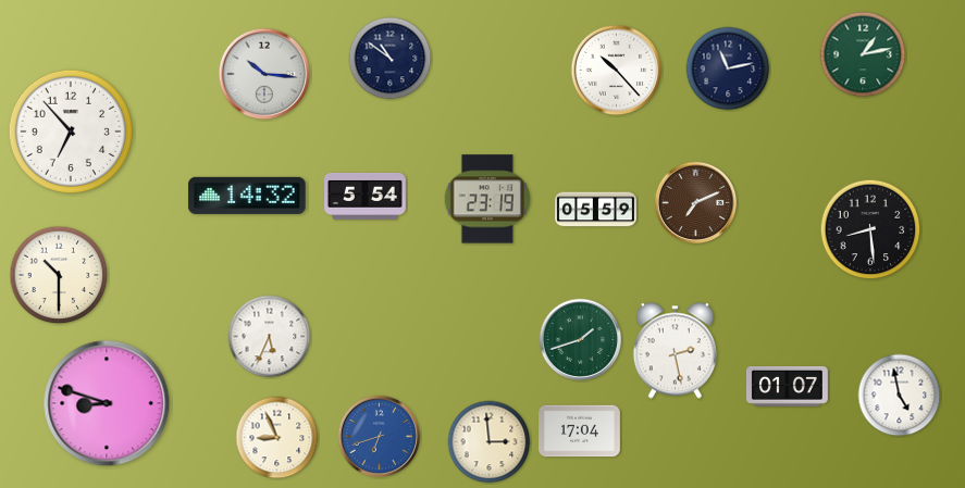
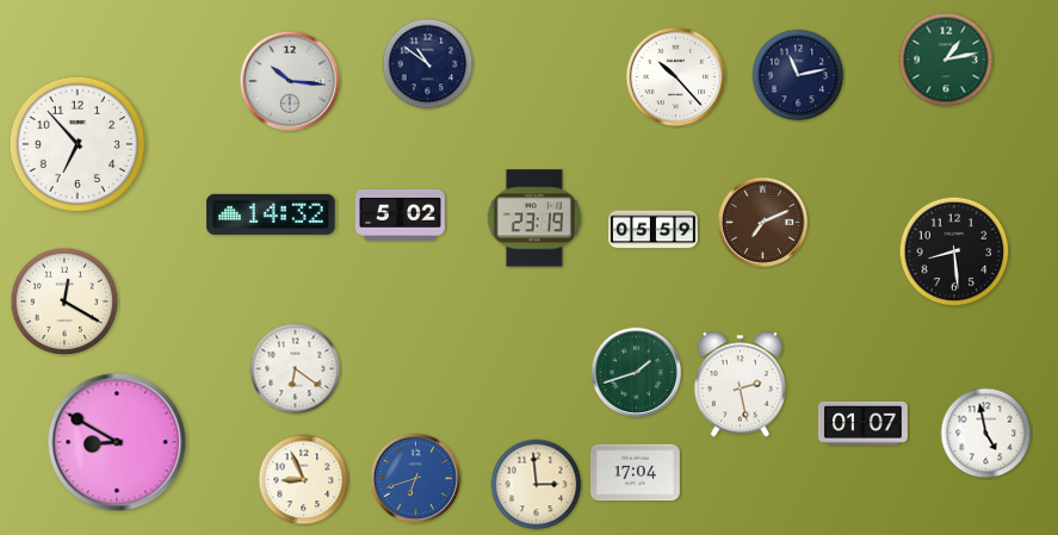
clock at (366, 196): 5:54 -> 5:02
clock at (59, 275): 10:30 -> 12:20
clock at (270, 337): 5:34 -> 6:21
clock at (107, 403): 8:48 -> 8:50
